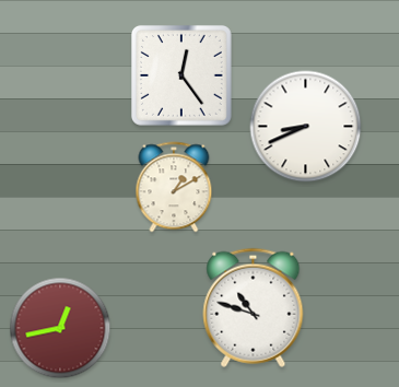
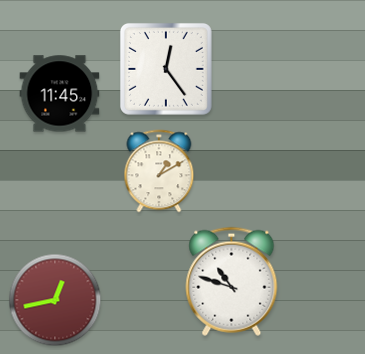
clock at (60, 94): none -> 11:45
clock at (306, 127): 8:41 -> none
